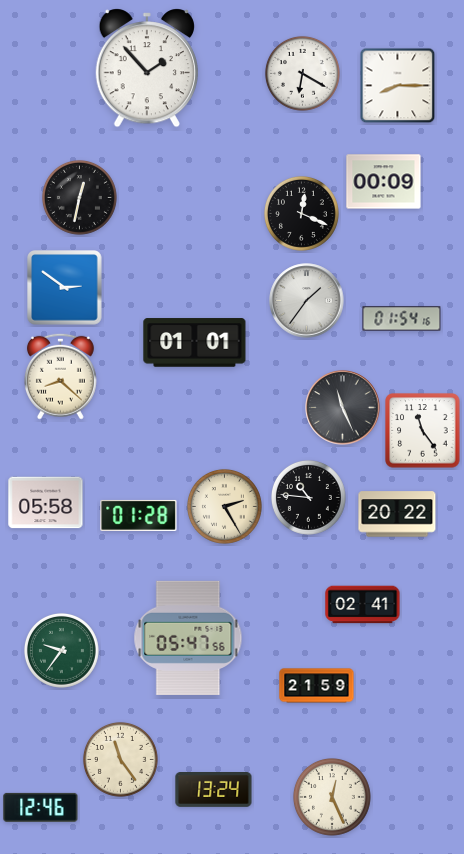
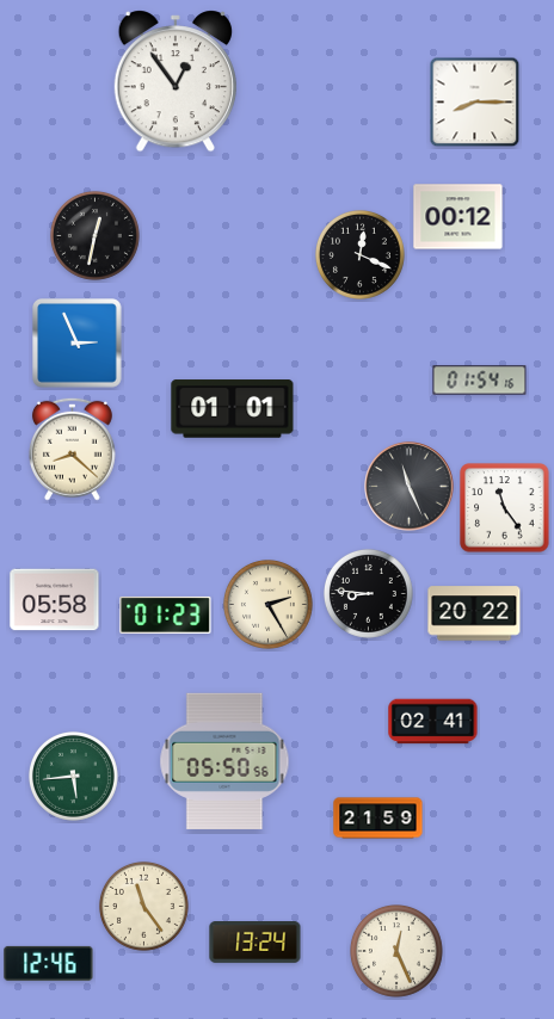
clock at (146, 68): 1:53 -> 12:54
clock at (302, 73): 6:20 -> none
clock at (384, 182): 00:09 -> 00:12
clock at (65, 288): 2:51 -> 2:56
clock at (307, 301): 1:36 -> none
clock at (423, 431) position: (423, 431) -> (505, 508)
clock at (308, 497): 10:46 -> 8:46
clock at (139, 515): 01:28 -> 01:23
clock at (188, 638): 05:47 -> 05:50
clock at (61, 650): 9:36 -> 5:44
